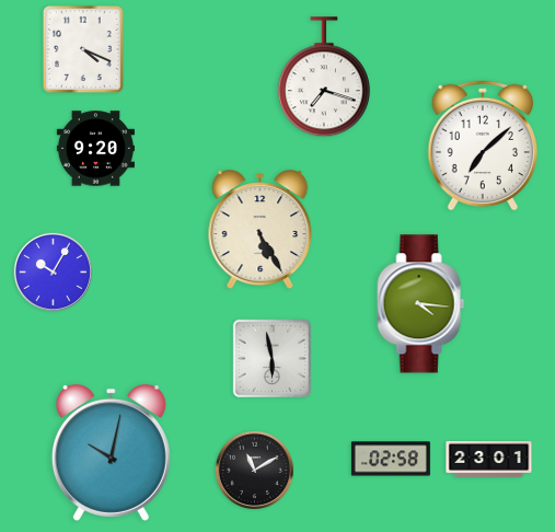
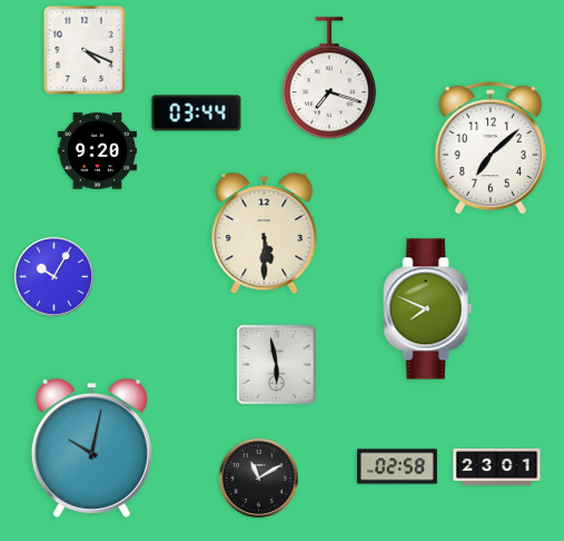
clock at (197, 114): none -> 03:44
clock at (261, 230): 5:25 -> 5:30
clock at (421, 304): 4:16 -> 7:49
clock at (111, 452) position: (111, 452) -> (91, 447)
